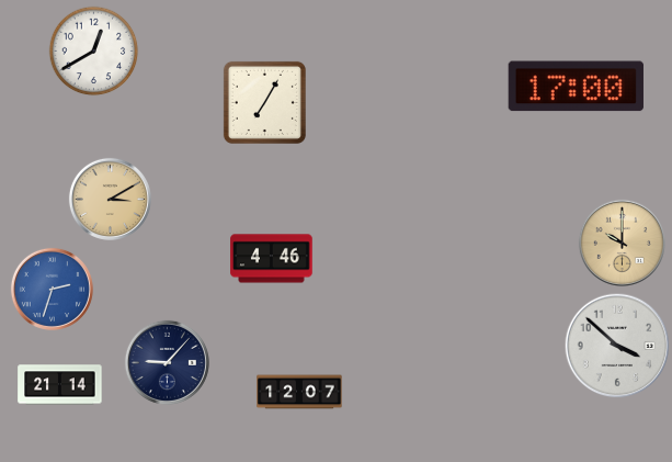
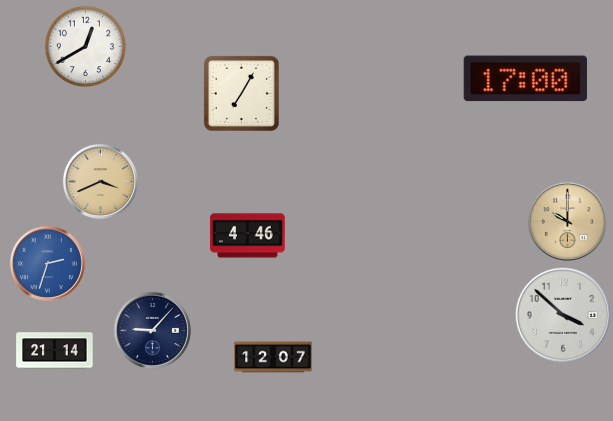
clock at (110, 199): 3:10 -> 3:41
